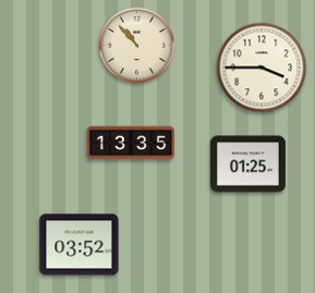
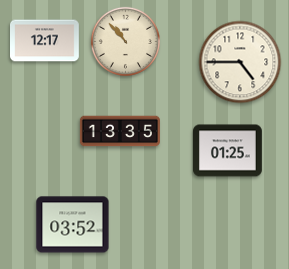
clock at (45, 41): none -> 12:17
clock at (262, 68): 3:45 -> 4:45
